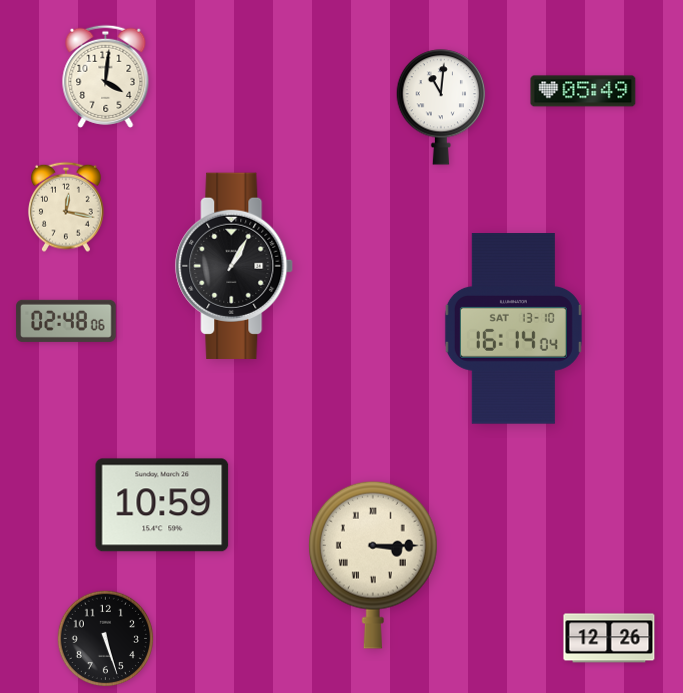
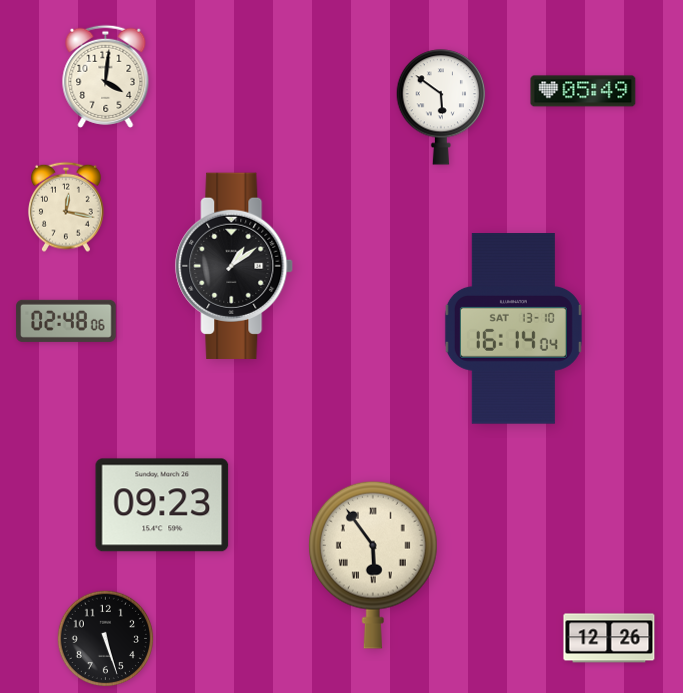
clock at (441, 107): 11:01 -> 5:51
clock at (235, 266): 1:05 -> 1:09
clock at (162, 505): 10:59 -> 09:23
clock at (373, 565): 3:15 -> 5:54
